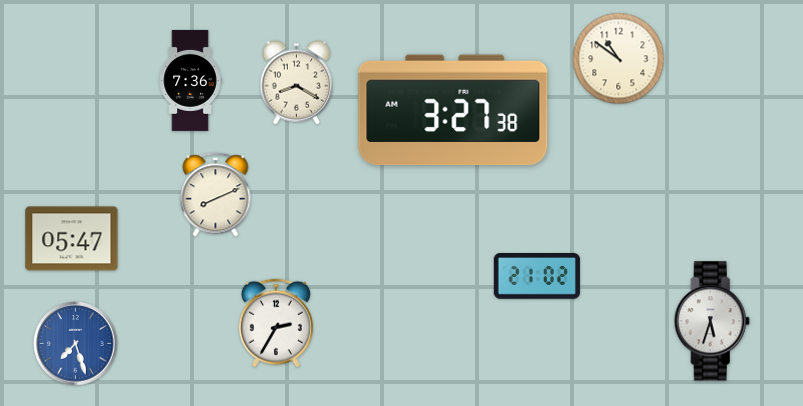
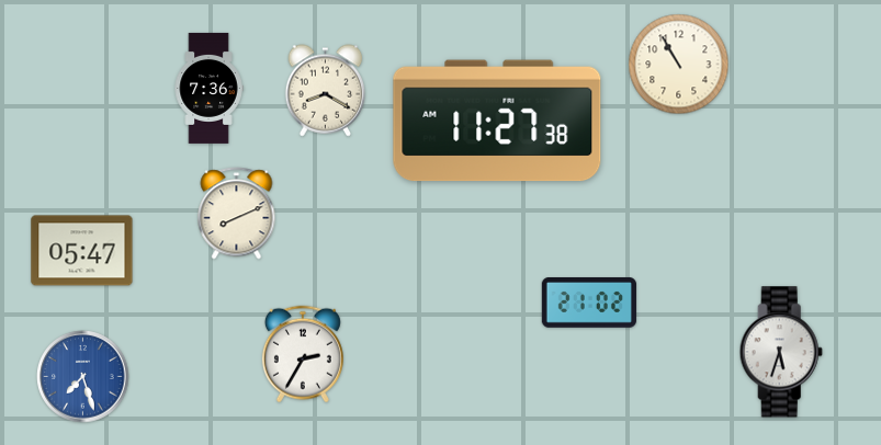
clock at (619, 59): 10:51 -> 10:55
clock at (453, 110): 3:27 -> 11:27
clock at (72, 239) position: (72, 239) -> (82, 251)
